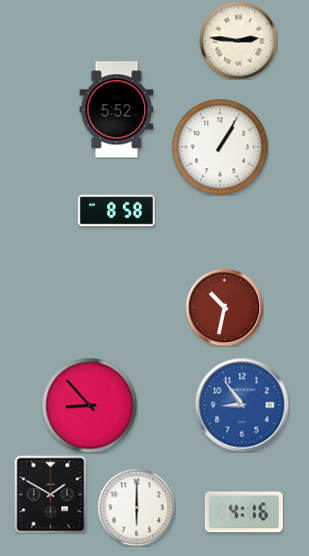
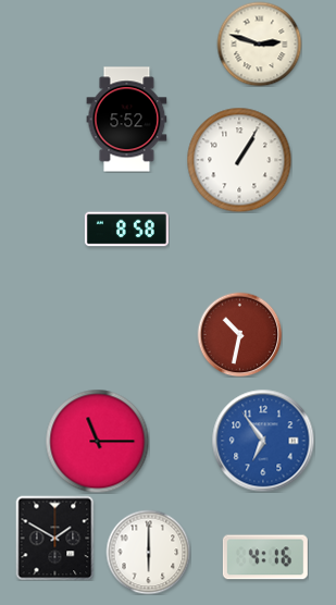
clock at (238, 40): 2:46 -> 2:48
clock at (224, 307) position: (224, 307) -> (239, 334)
clock at (89, 405): 8:53 -> 11:15
clock at (242, 405): 8:54 -> 6:54
